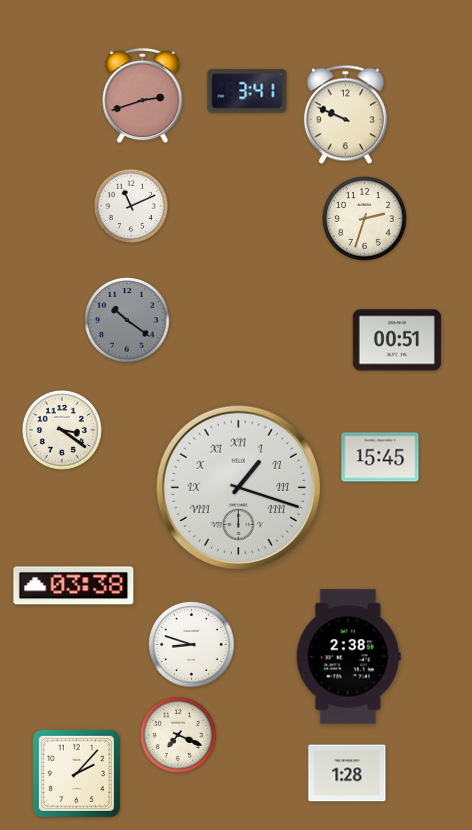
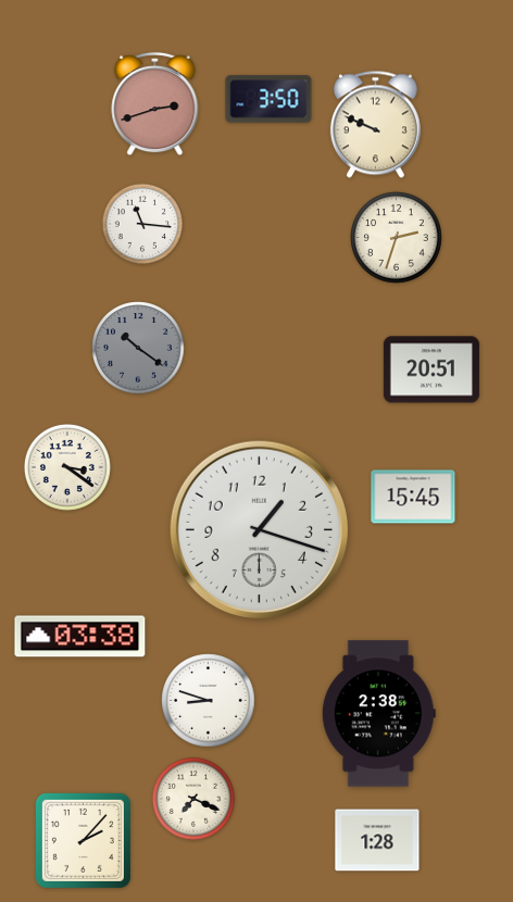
clock at (247, 91): 3:41 -> 3:50
clock at (130, 205): 11:11 -> 11:16
clock at (397, 340): 00:51 -> 20:51
clock at (238, 487) numerals: Roman -> Arabic
